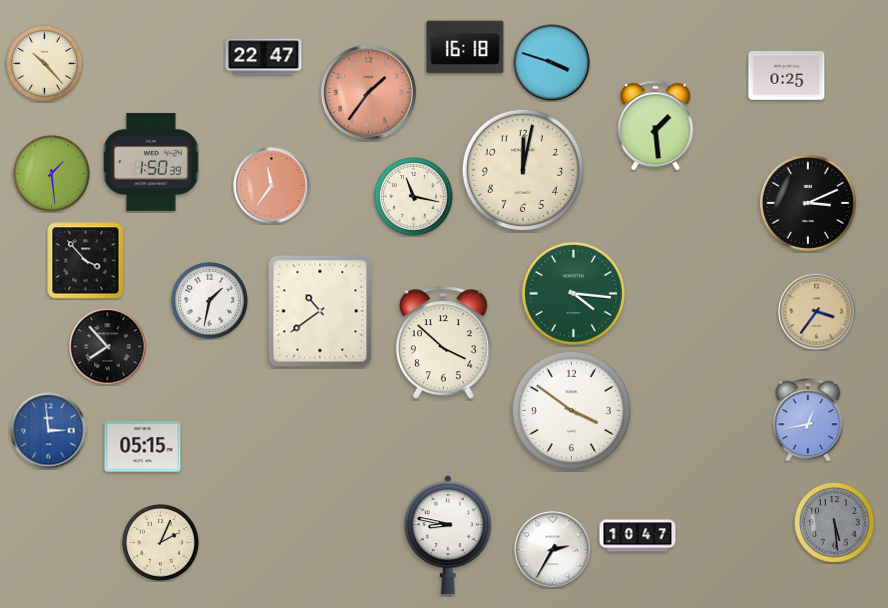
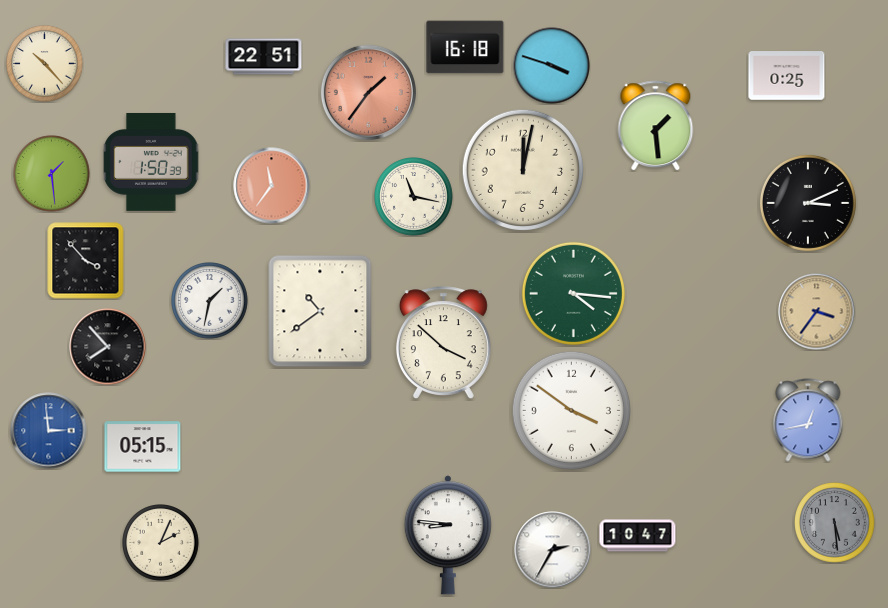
clock at (264, 57): 22:47 -> 22:51
clock at (552, 63) position: (552, 63) -> (552, 66)
clock at (448, 535): 8:47 -> 8:46
